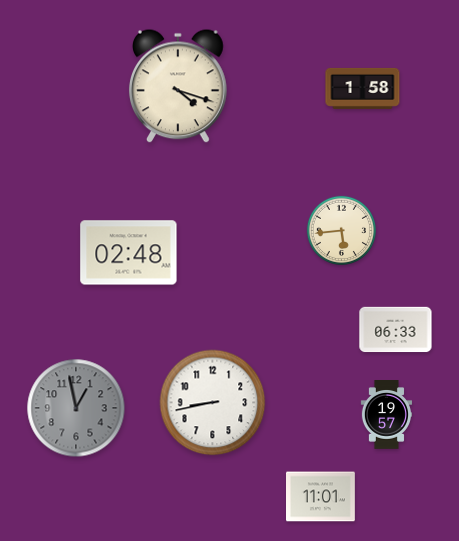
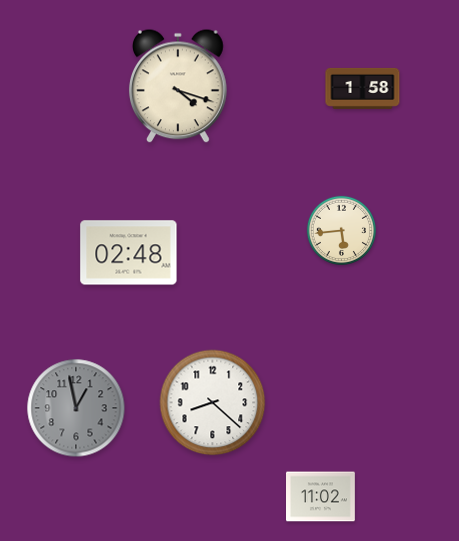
clock at (396, 330): 06:33 -> none
clock at (213, 403): 8:43 -> 8:22
clock at (386, 415): 19:57 -> none
clock at (321, 497): 11:01 -> 11:02
